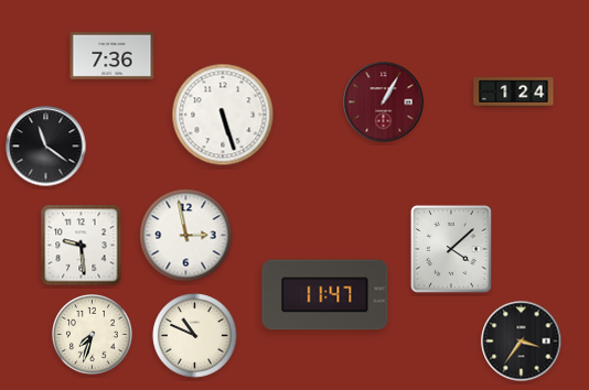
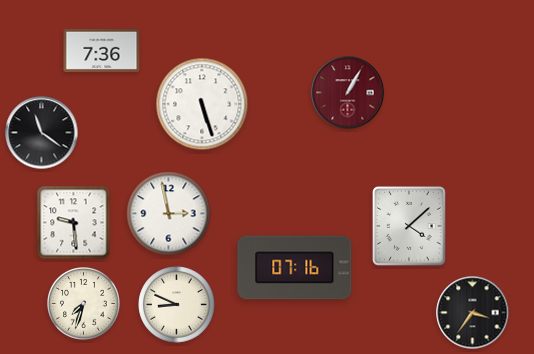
clock at (514, 93): 1:24 -> none
clock at (325, 295): 11:47 -> 07:16
clock at (195, 336): 10:49 -> 8:49
clock at (522, 342) position: (522, 342) -> (473, 313)
